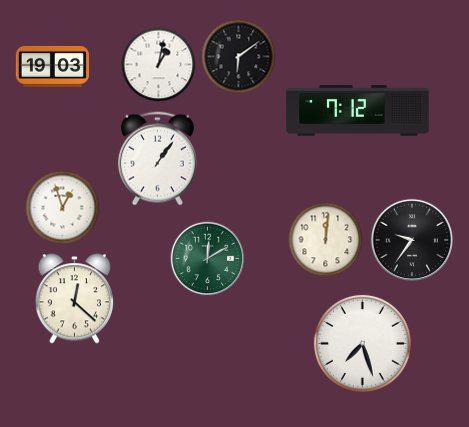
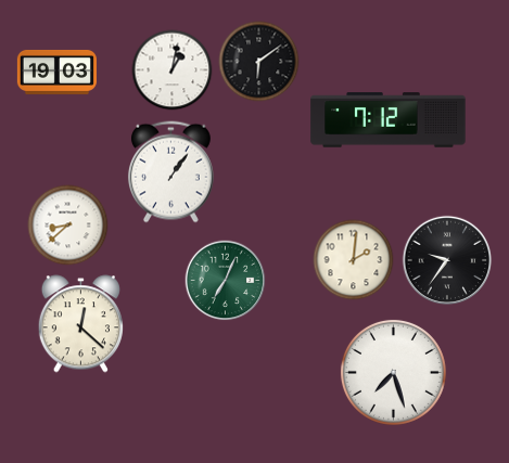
clock at (63, 208): 12:57 -> 8:38
clock at (326, 240): 12:01 -> 2:01
clock at (208, 259): 12:10 -> 7:04
